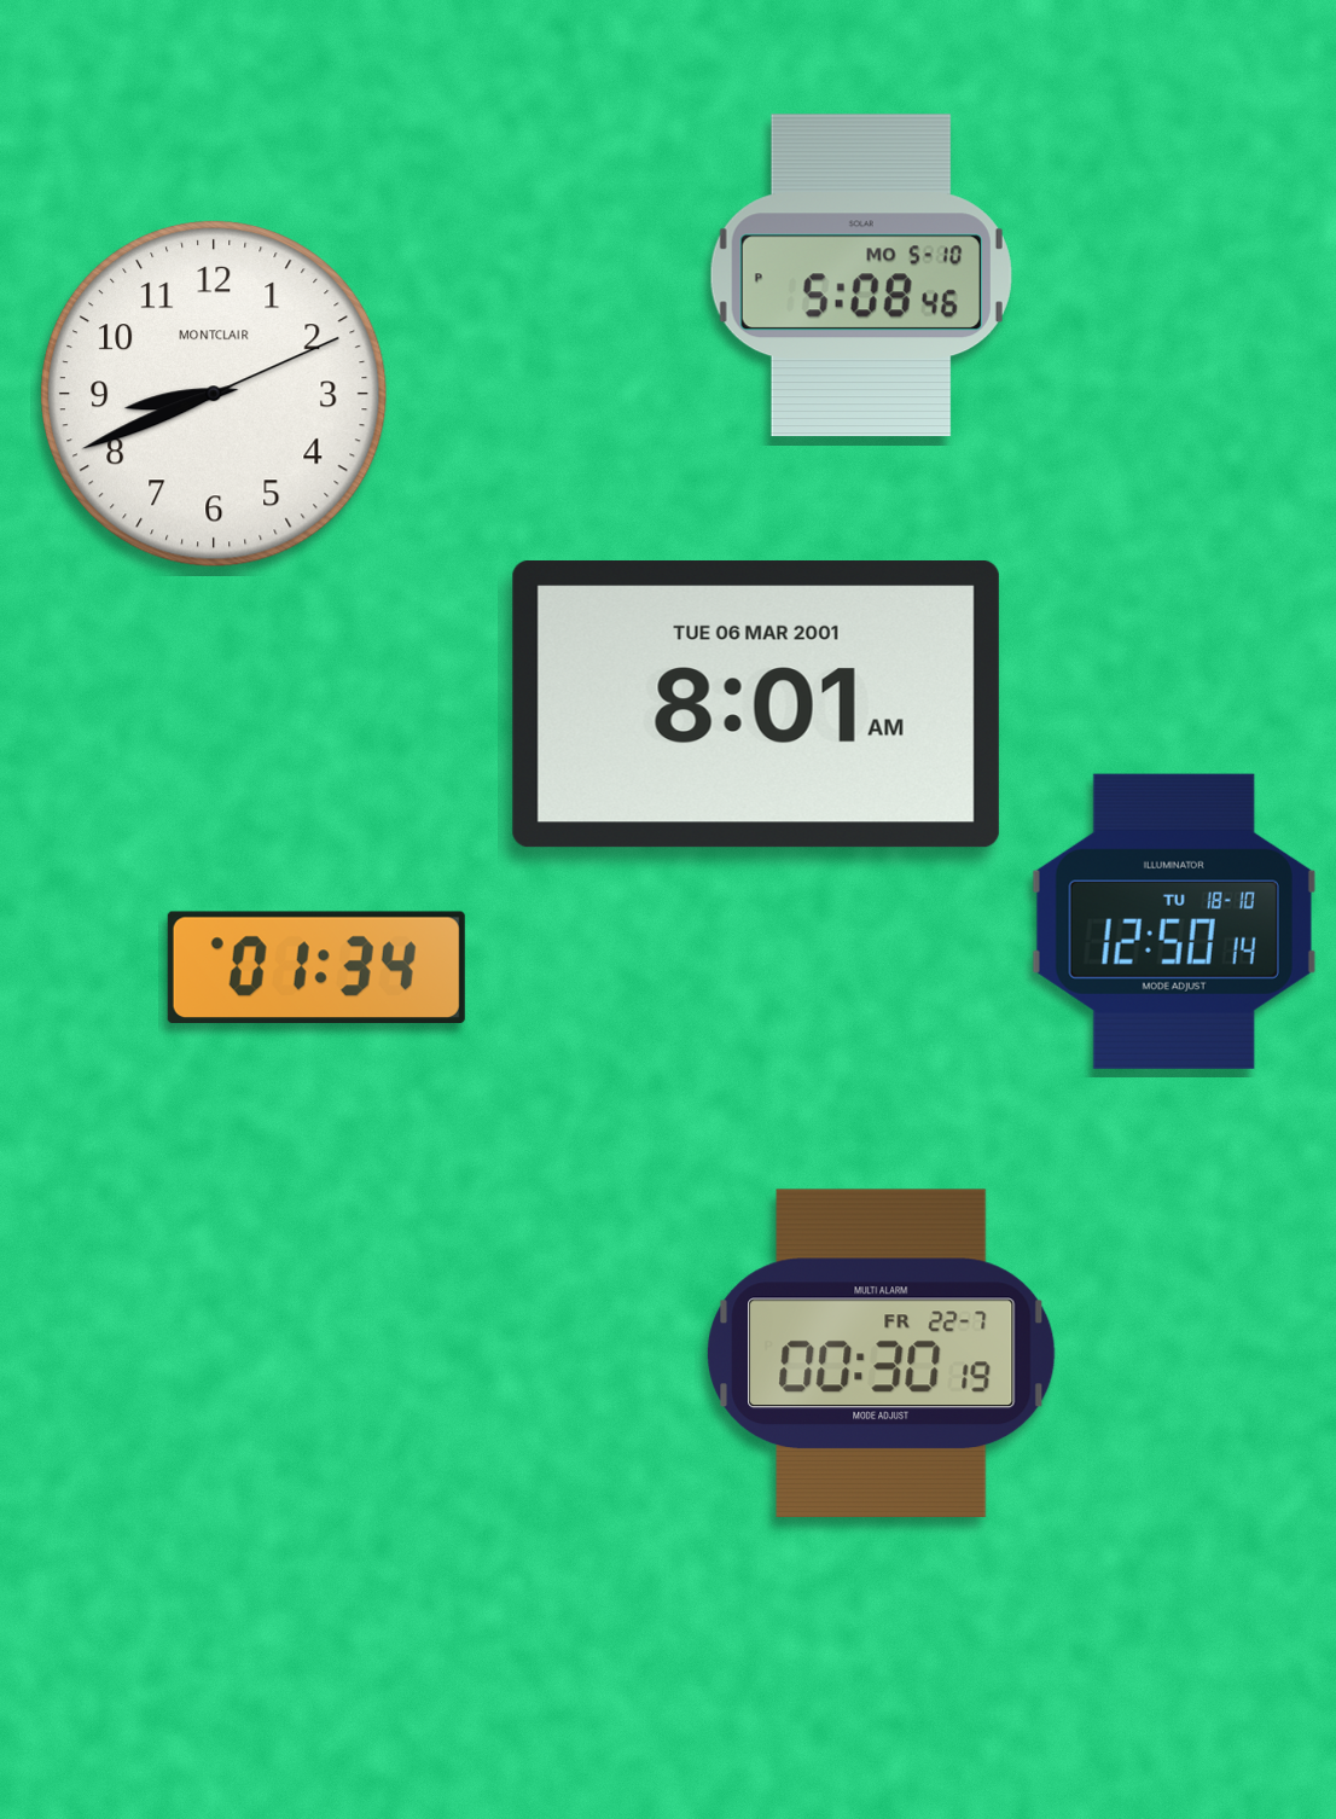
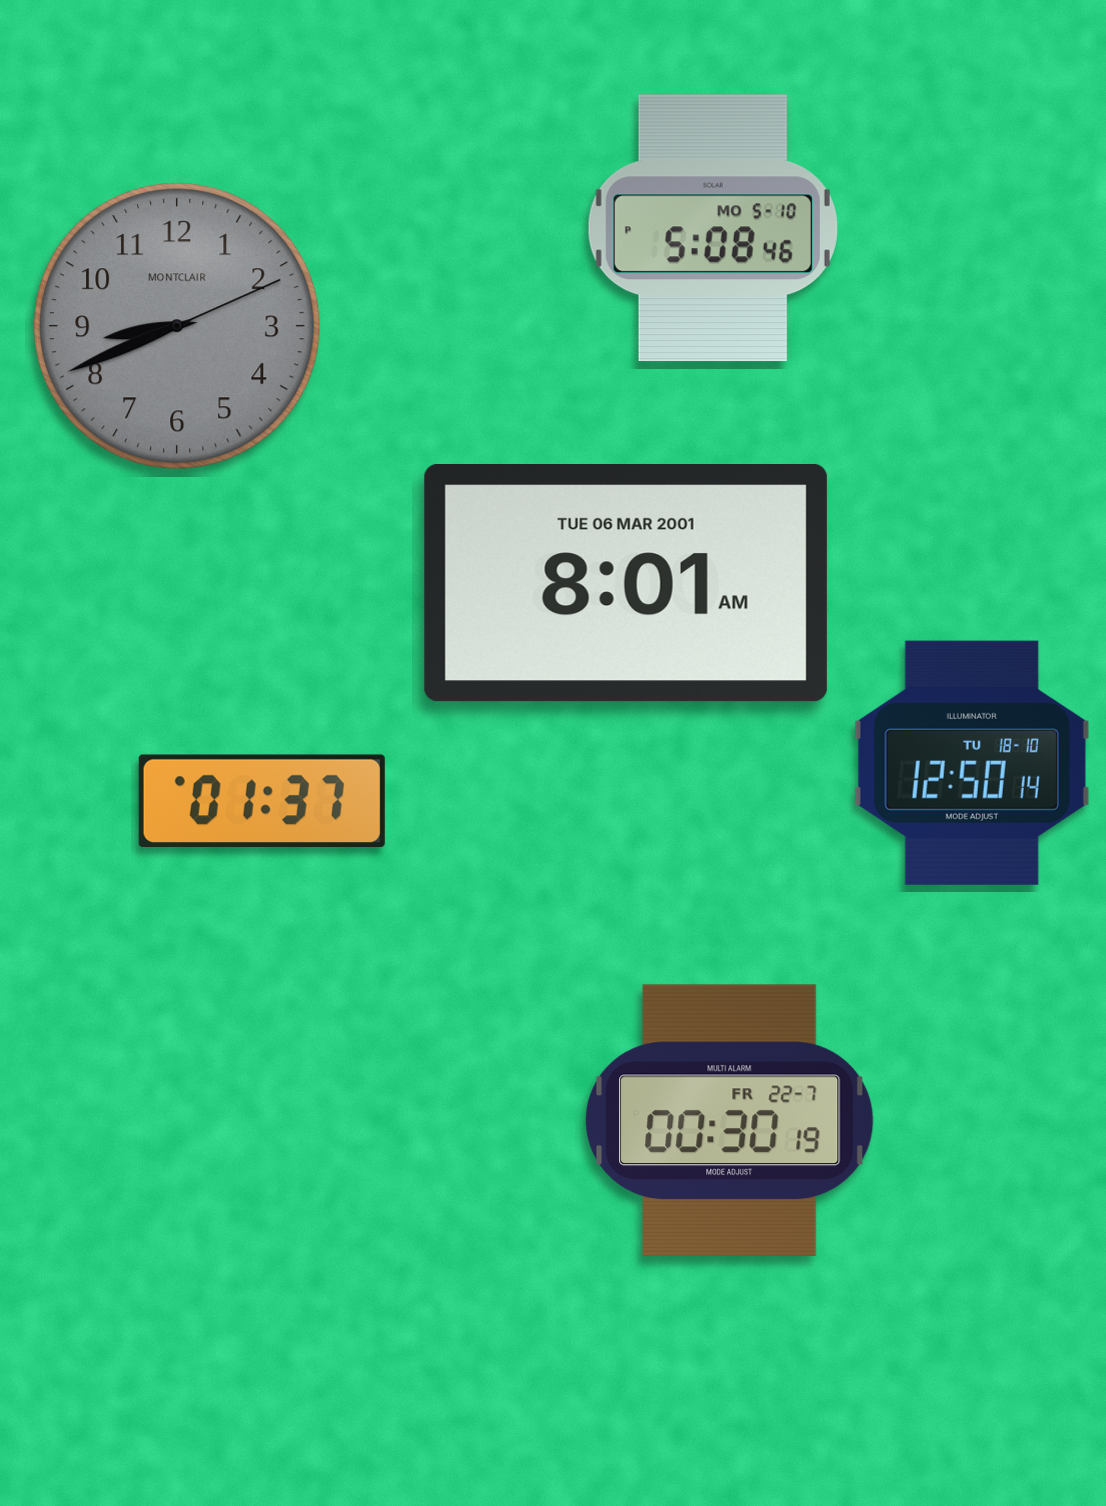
clock at (214, 394) dial: white -> grey
clock at (316, 966): 01:34 -> 01:37
